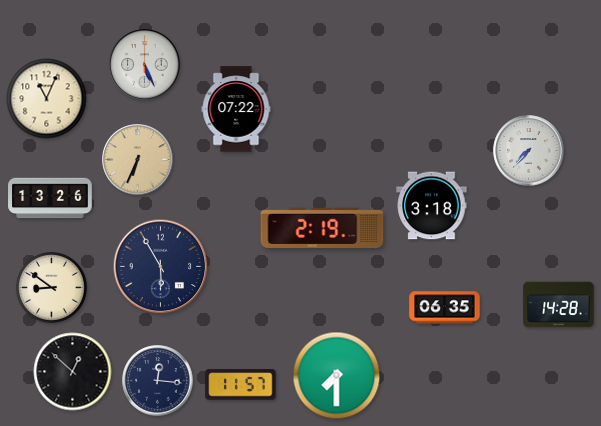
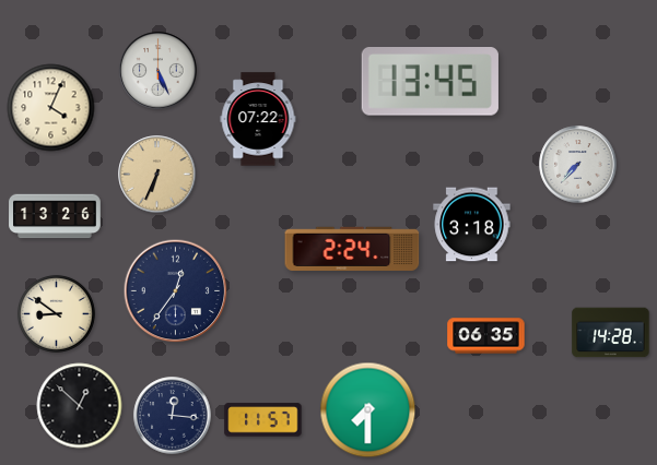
clock at (430, 82): none -> 13:45
clock at (47, 99): 11:04 -> 4:04
clock at (138, 160) position: (138, 160) -> (157, 175)
clock at (322, 228): 2:19 -> 2:24
clock at (161, 267): 5:55 -> 12:36
